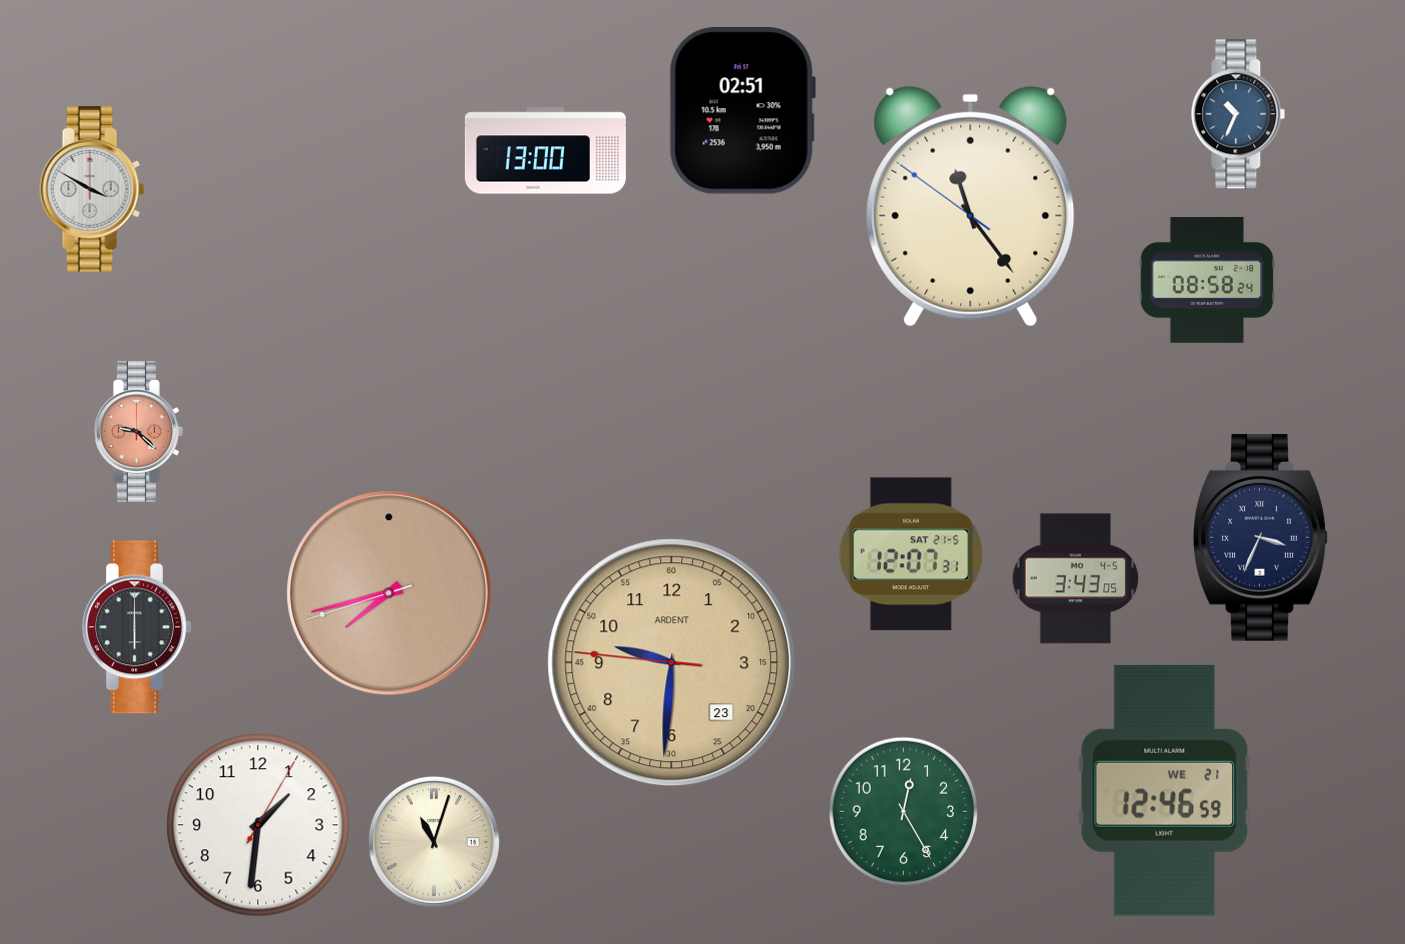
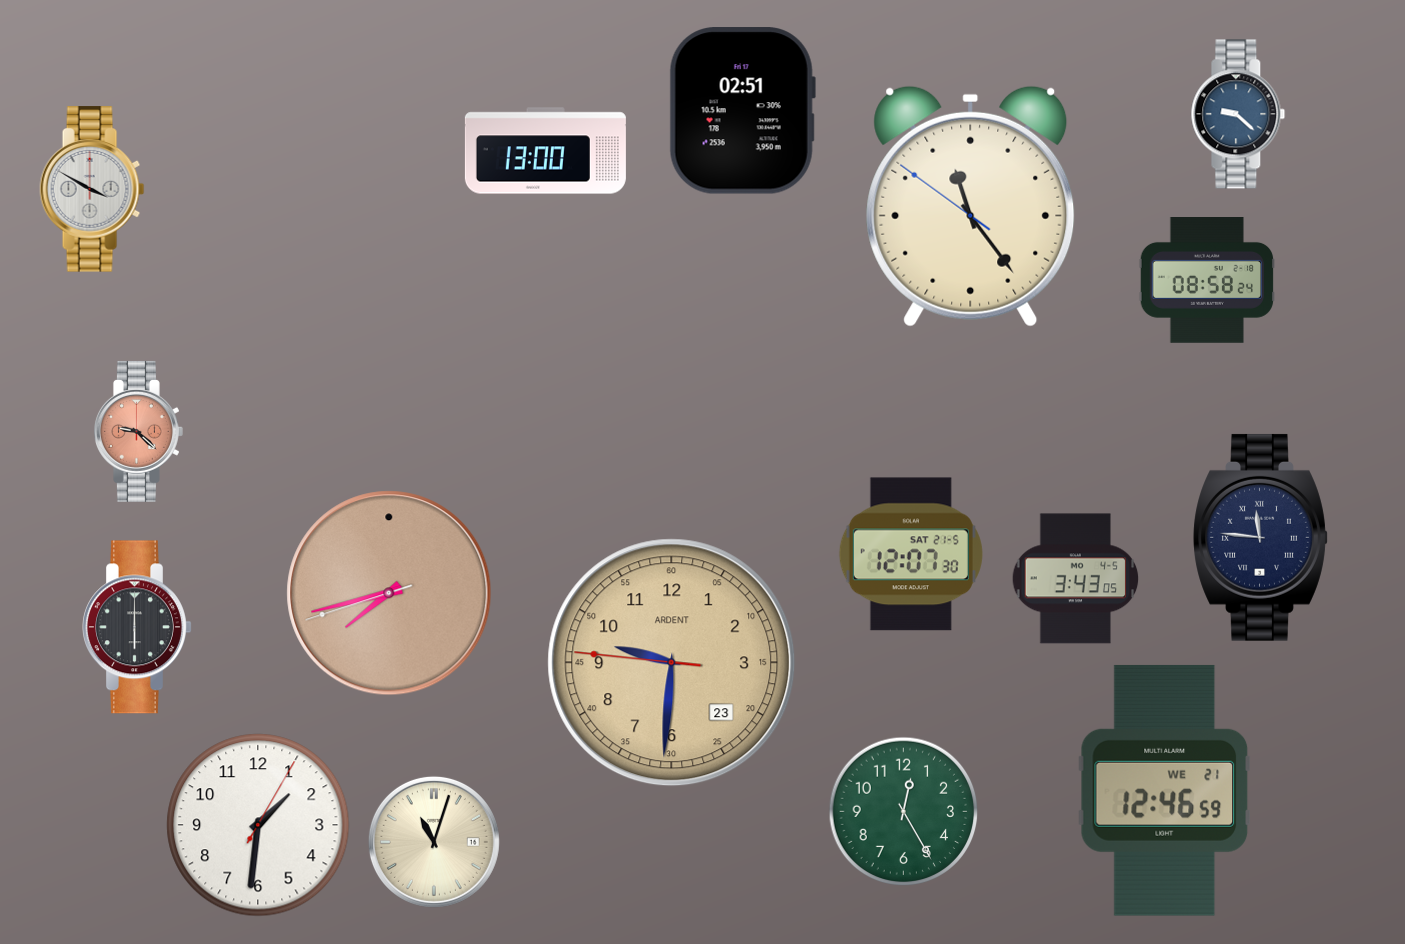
clock at (1238, 114): 10:34 -> 9:22
clock at (1261, 537): 3:34 -> 11:46
clock at (911, 554): 12:07:31 -> 12:07:30
